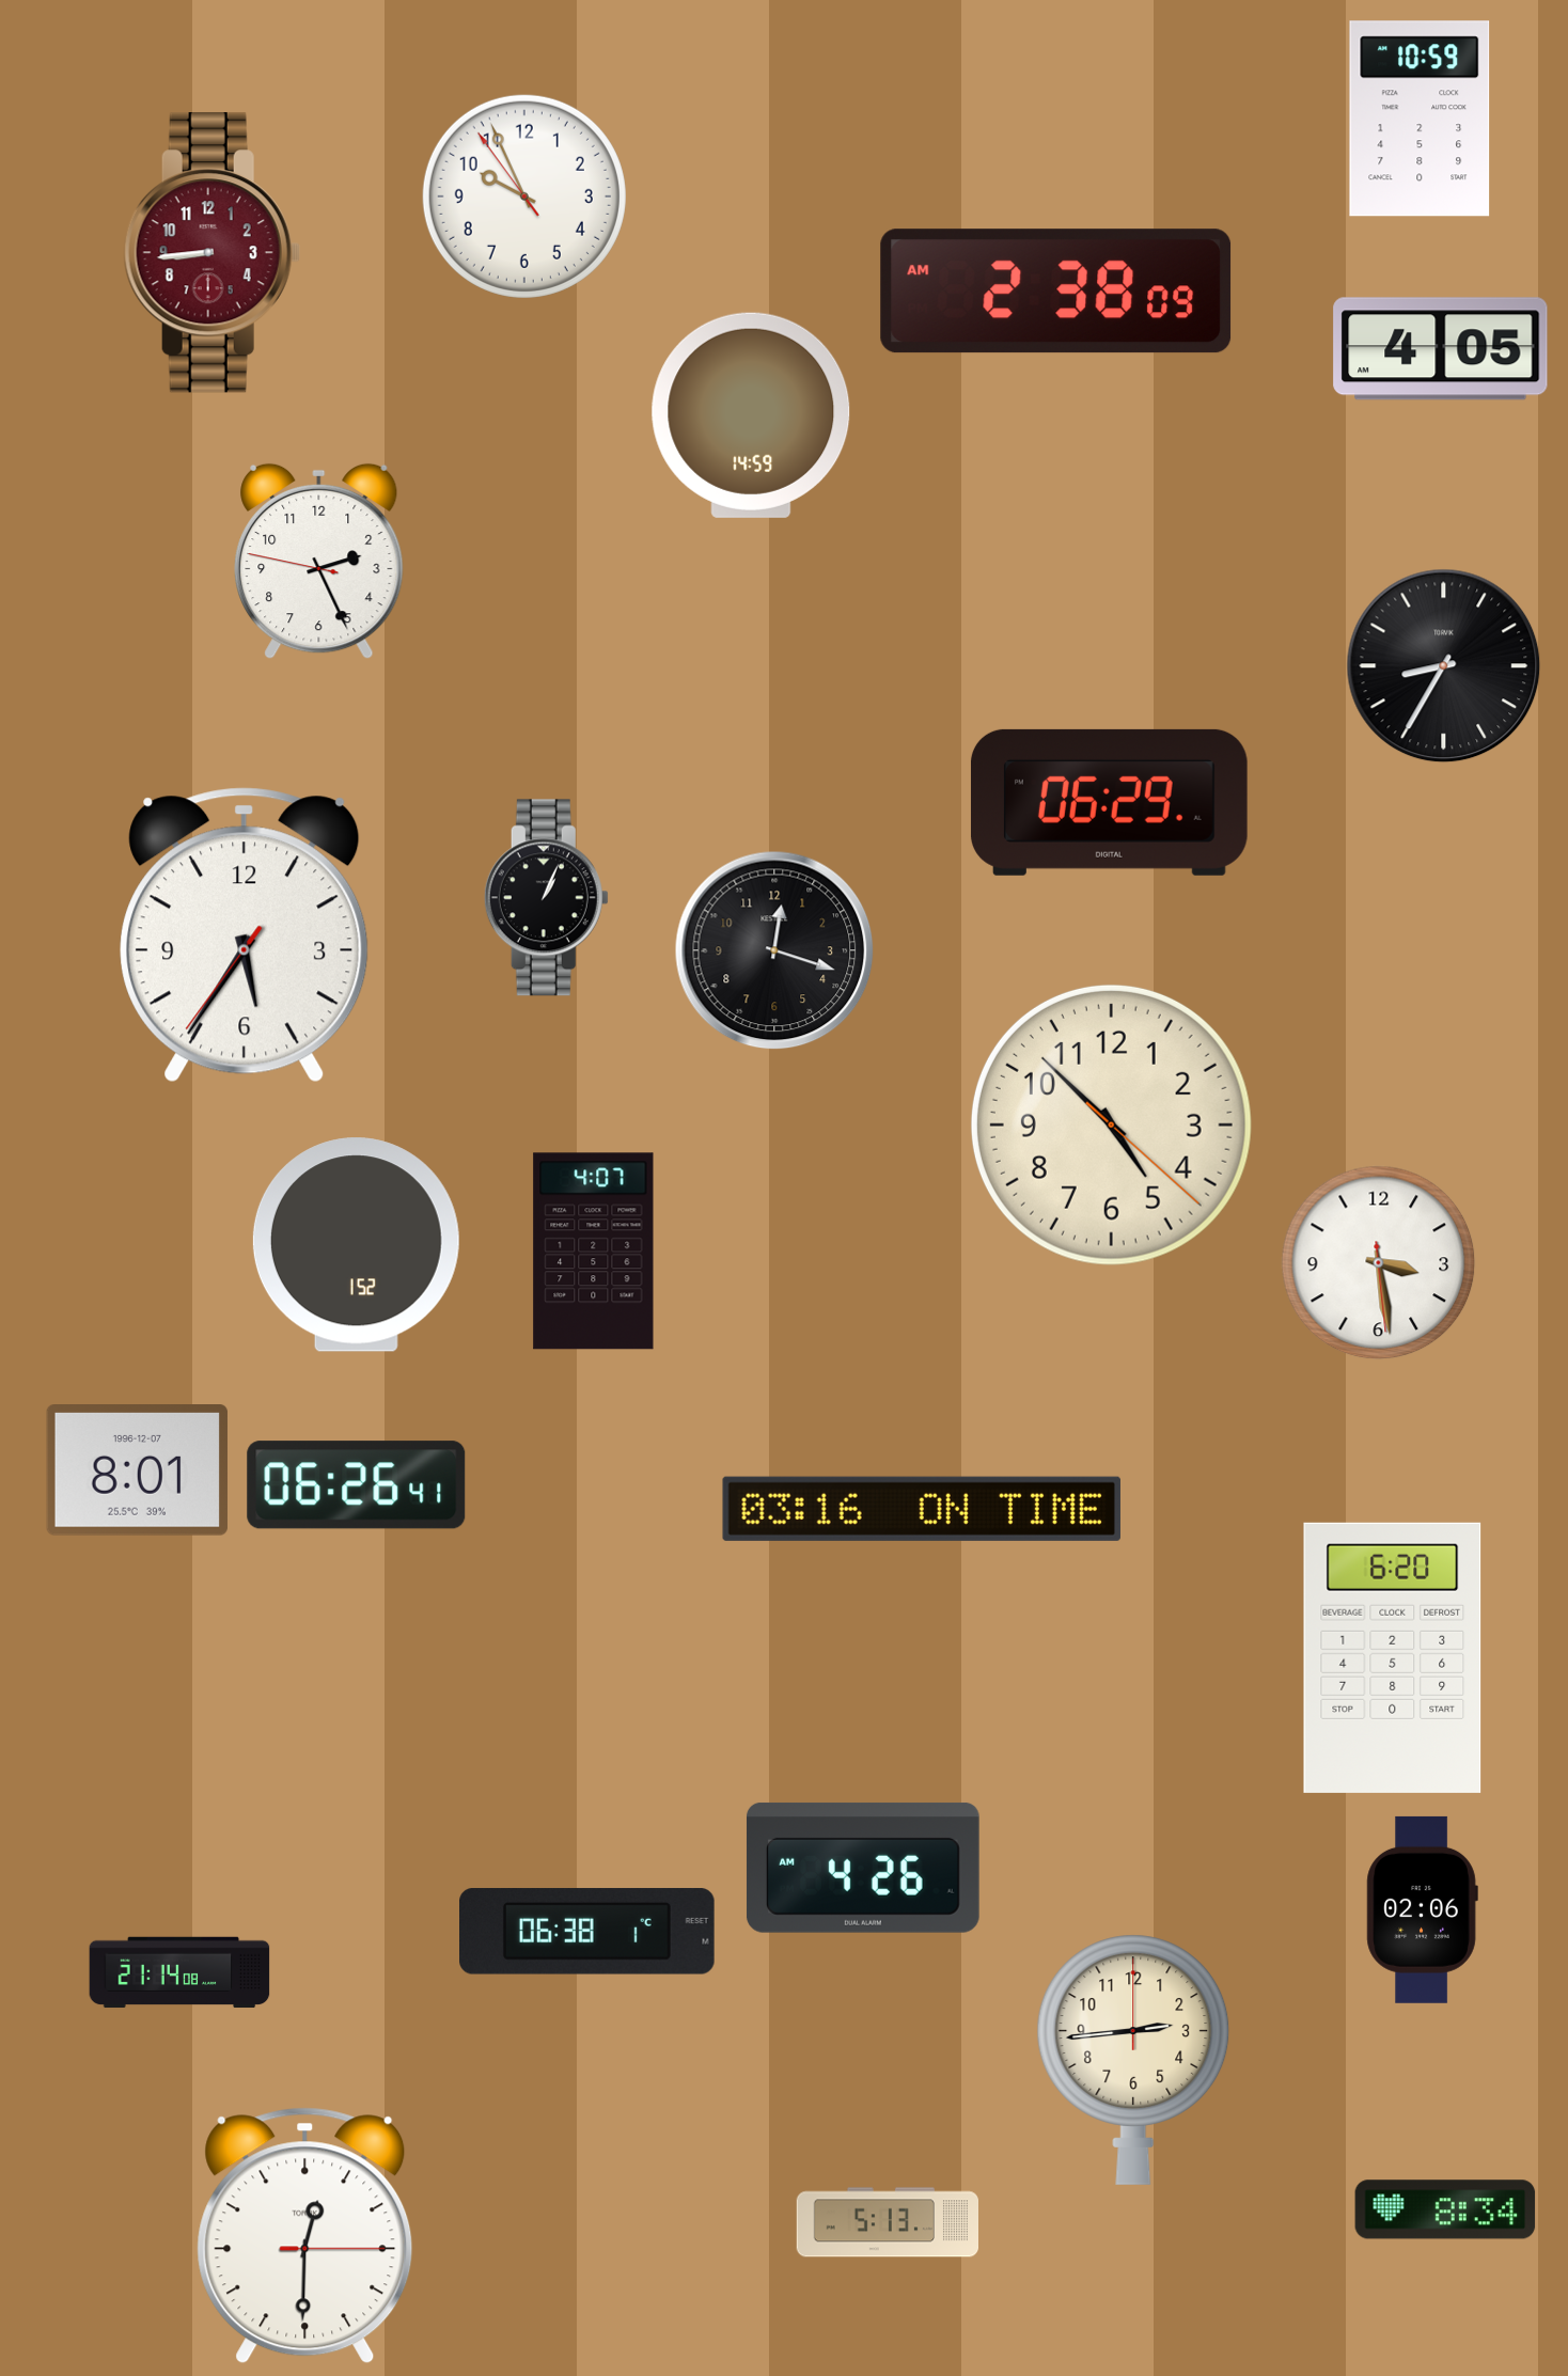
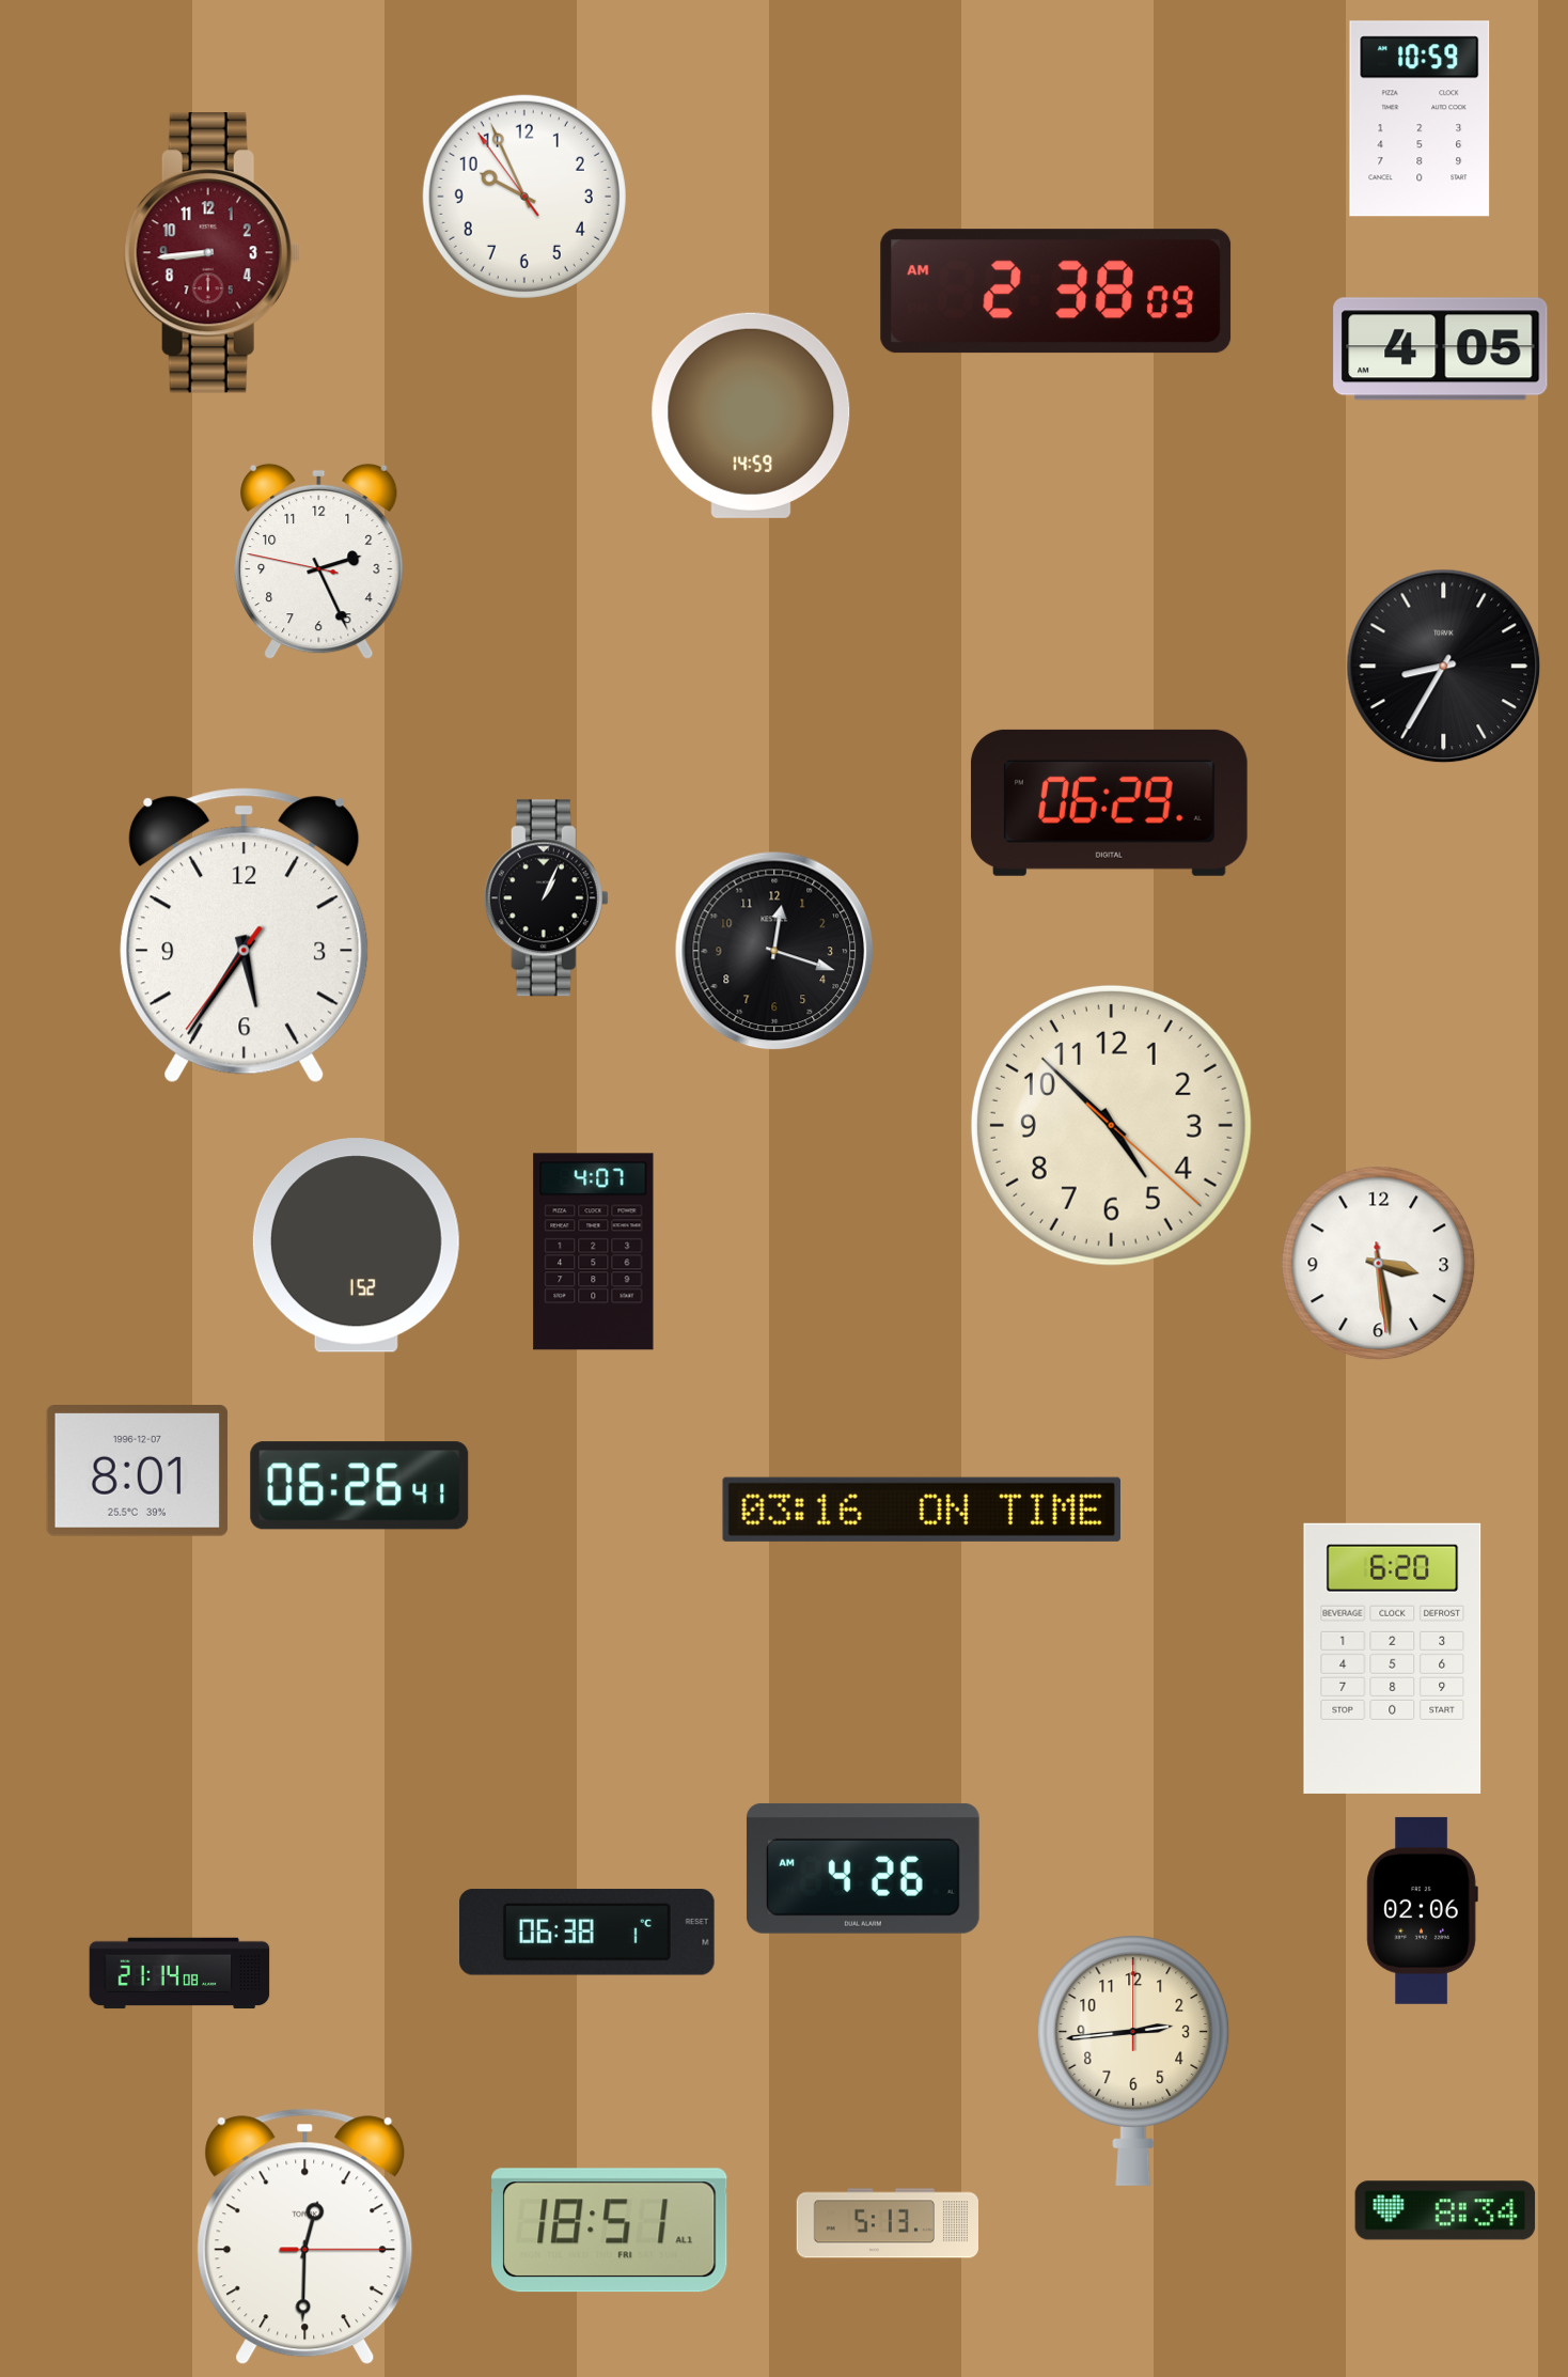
clock at (357, 1485) position: (357, 1485) -> (360, 1486)
clock at (610, 2231): none -> 18:51
